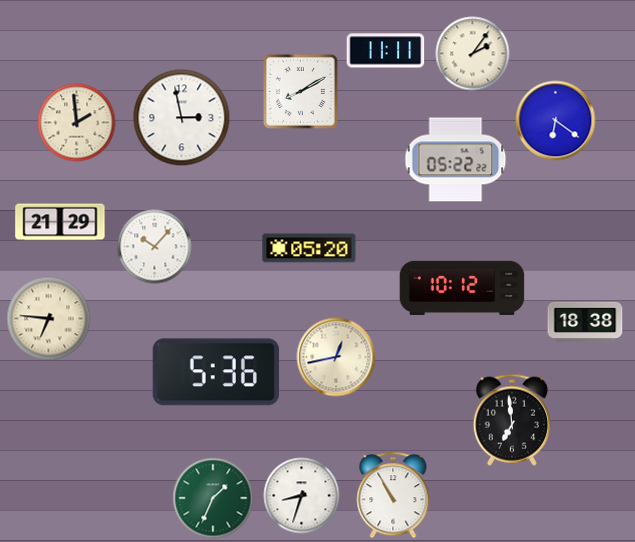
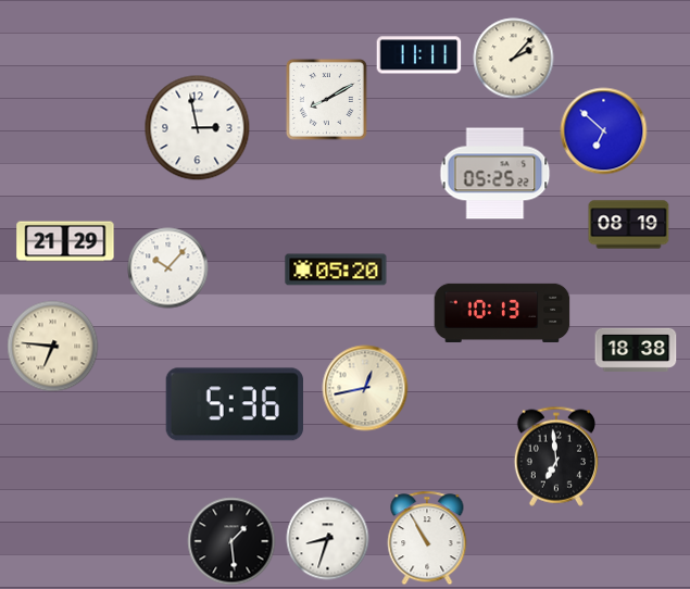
clock at (473, 54): 2:06 -> 2:07
clock at (556, 121): 6:21 -> 6:52
clock at (77, 123): 1:59 -> none
clock at (456, 160): 05:22 -> 05:25
clock at (629, 225): none -> 08:19
clock at (462, 288): 10:12 -> 10:13
clock at (213, 498): 1:34 -> 1:29
clock at (213, 498) dial: green -> black
